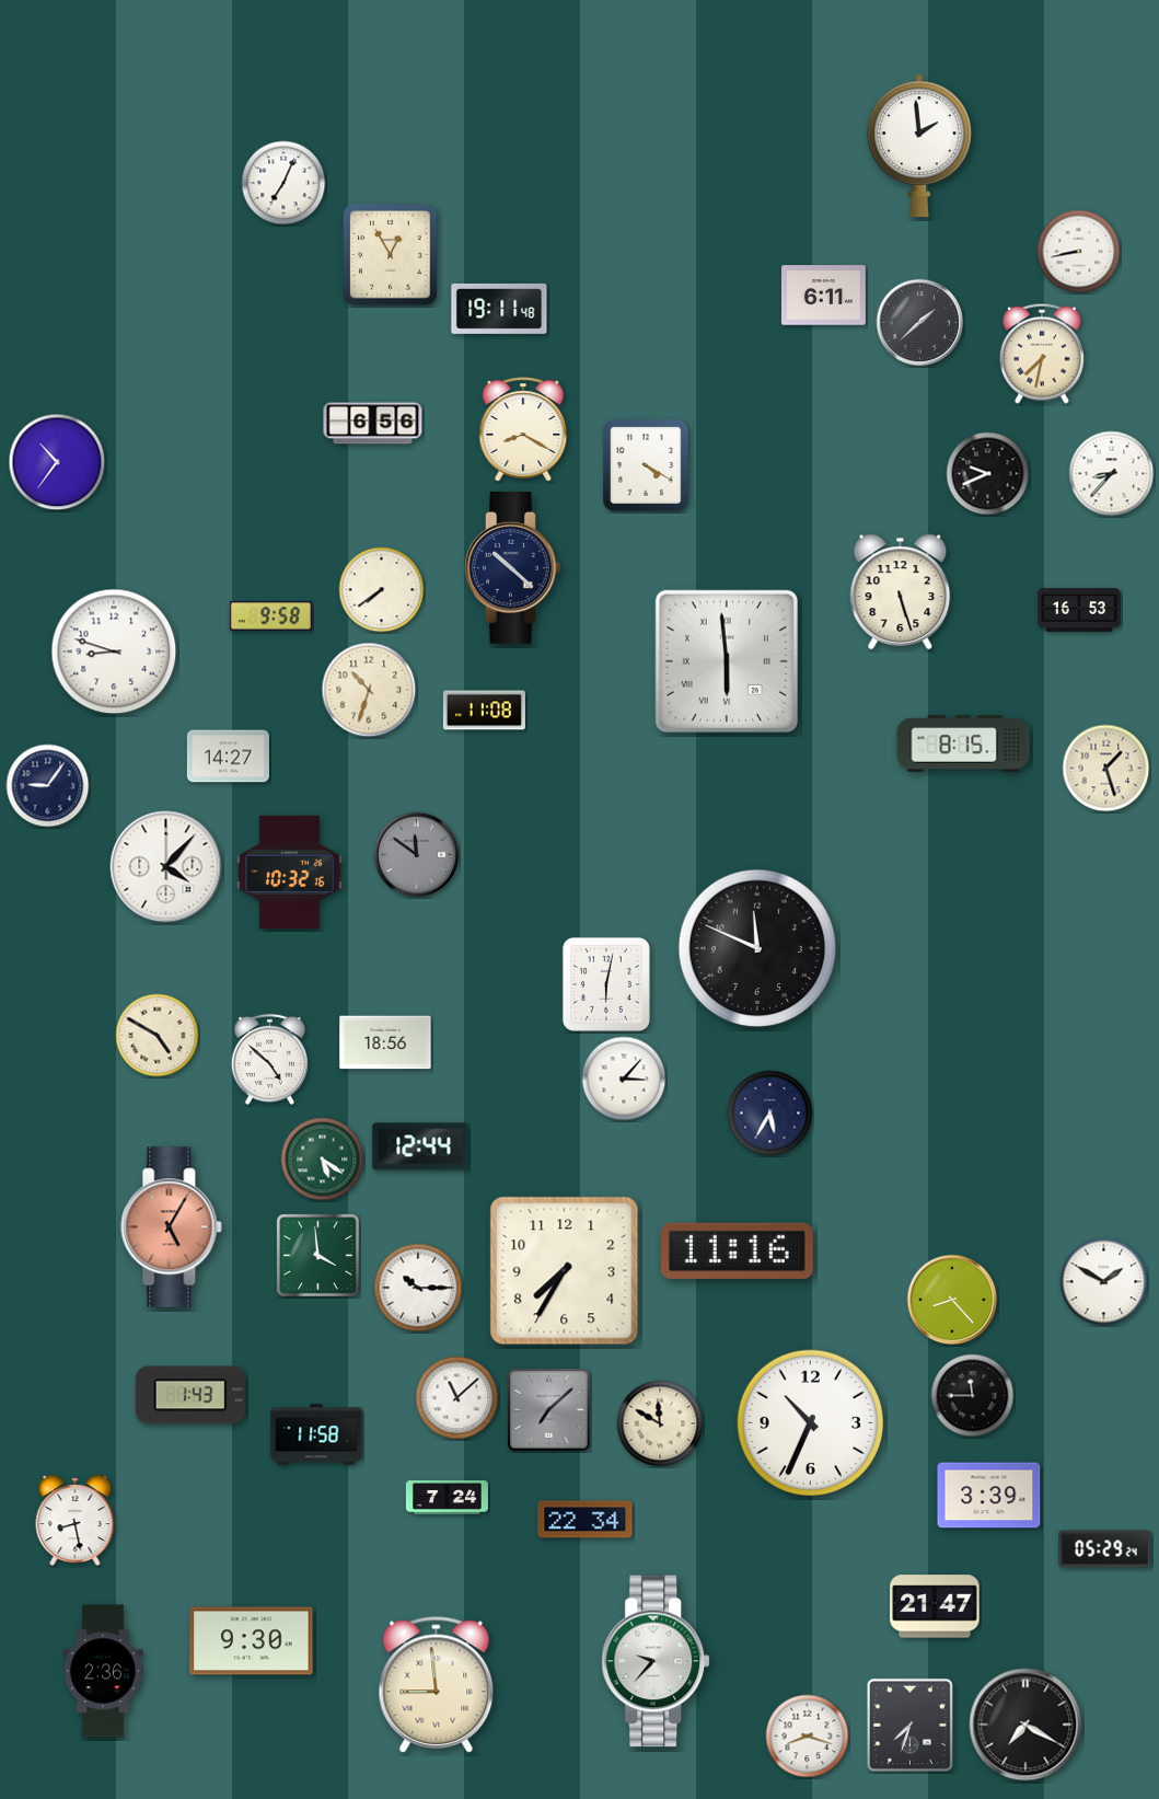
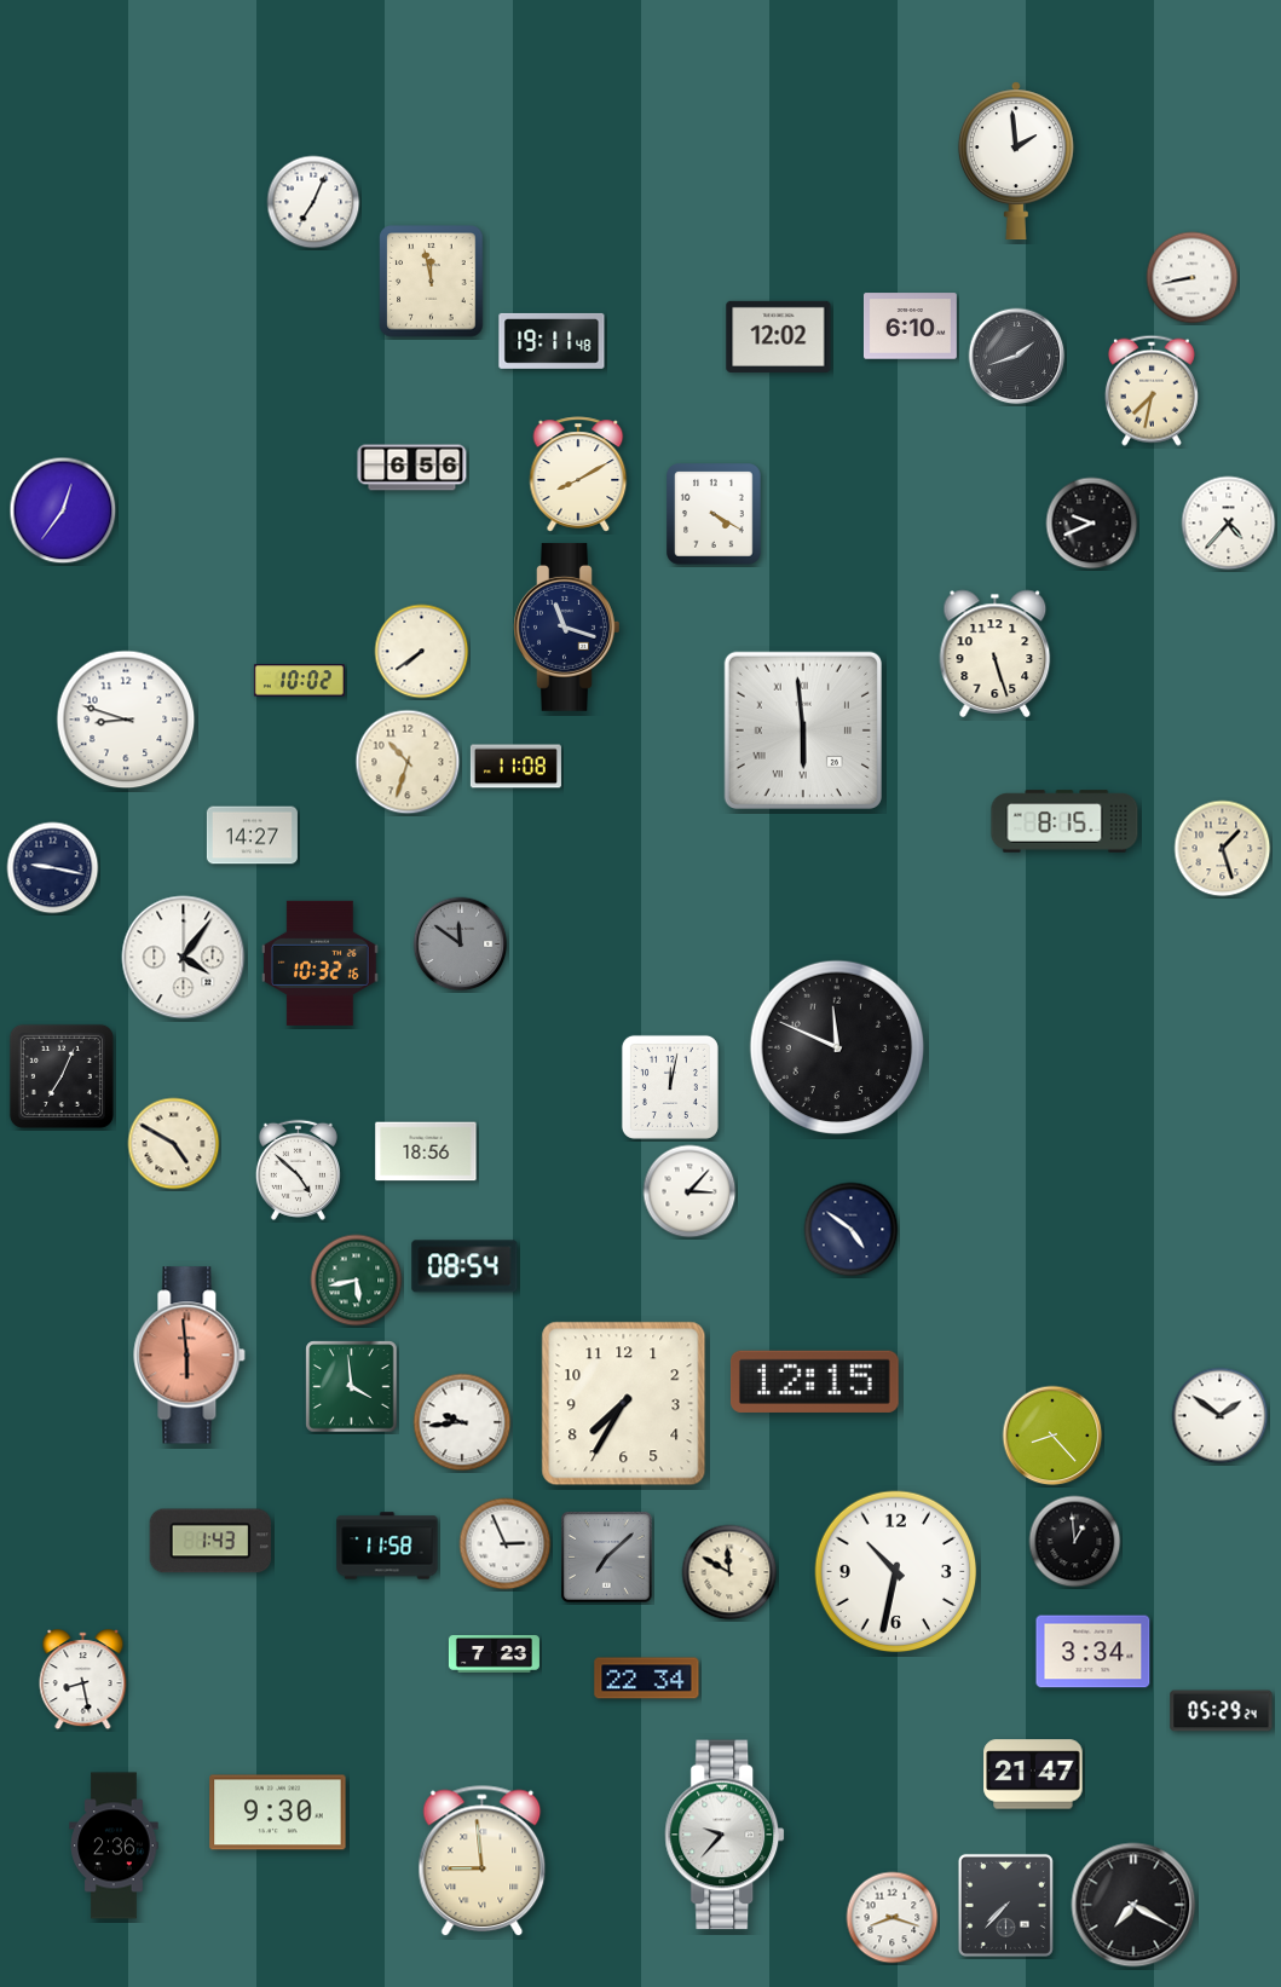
clock at (391, 255): 12:55 -> 11:58
clock at (823, 296): 6:11 -> 6:10
clock at (779, 336): none -> 12:02
clock at (920, 323): 1:38 -> 1:42
clock at (523, 429): 8:20 -> 8:10
clock at (57, 462): 10:36 -> 12:36
clock at (1112, 474): 8:37 -> 4:37
clock at (513, 568): 10:22 -> 11:18
clock at (1079, 610): 16:53 -> none
clock at (270, 616): 9:58 -> 10:02
clock at (484, 711) position: (484, 711) -> (515, 767)
clock at (48, 786): 9:06 -> 9:17
clock at (166, 867): 4:07 -> 4:06
clock at (62, 1076): none -> 7:04
clock at (606, 984): 6:02 -> 12:02
clock at (770, 1114): 5:35 -> 4:51
clock at (420, 1146): 12:44 -> 08:54
clock at (323, 1160): 5:21 -> 5:43
clock at (172, 1227): 5:05 -> 5:59
clock at (737, 1250): 11:16 -> 12:15
clock at (1104, 1282): 1:50 -> 1:51
clock at (418, 1288): 10:15 -> 9:44
clock at (973, 1396): 11:45 -> 12:59
clock at (457, 1398): 11:08 -> 2:56
clock at (811, 1423): 10:34 -> 10:32
clock at (316, 1434) position: (316, 1434) -> (387, 1546)
clock at (989, 1496): 3:39 -> 3:34
clock at (447, 1498): 7:24 -> 7:23
clock at (909, 1725): 7:33 -> 7:37
